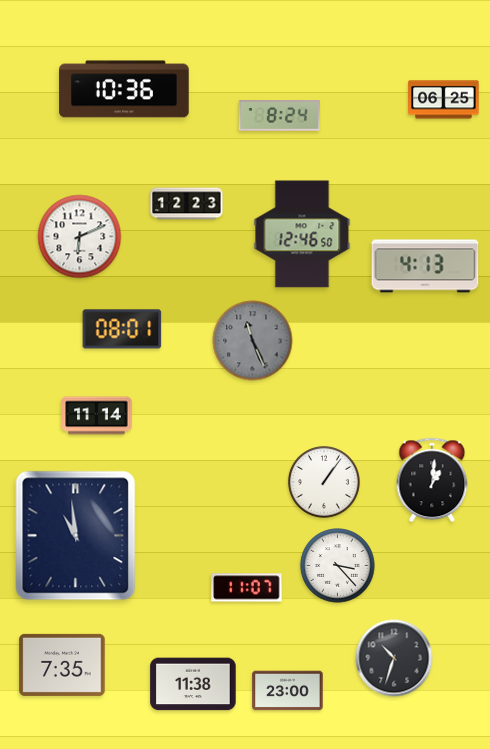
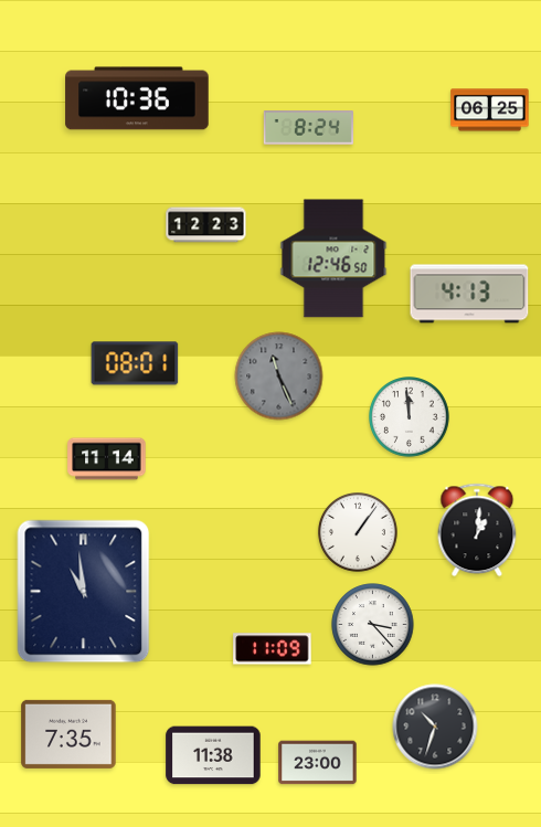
clock at (80, 237): 6:11 -> none
clock at (410, 417): none -> 11:59
clock at (247, 588): 11:07 -> 11:09
